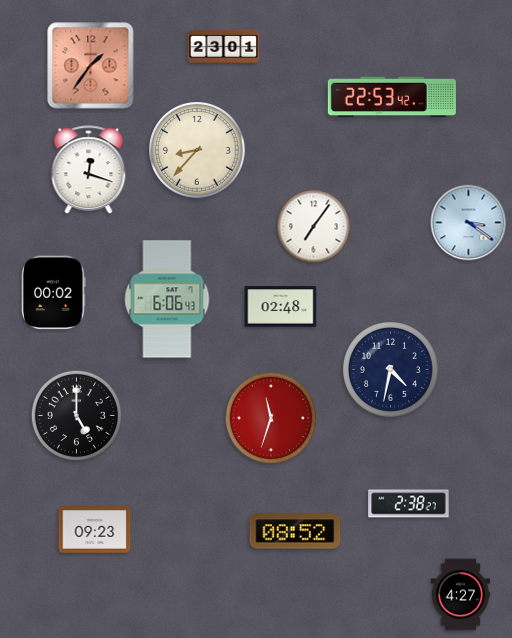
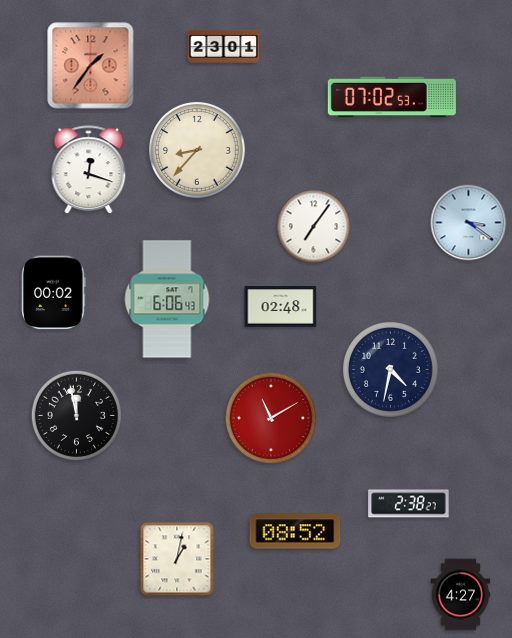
clock at (392, 97): 22:53 -> 07:02
clock at (76, 415): 5:00 -> 11:58
clock at (271, 418): 11:33 -> 11:10
clock at (95, 530): 09:23 -> none
clock at (177, 559): none -> 1:02
